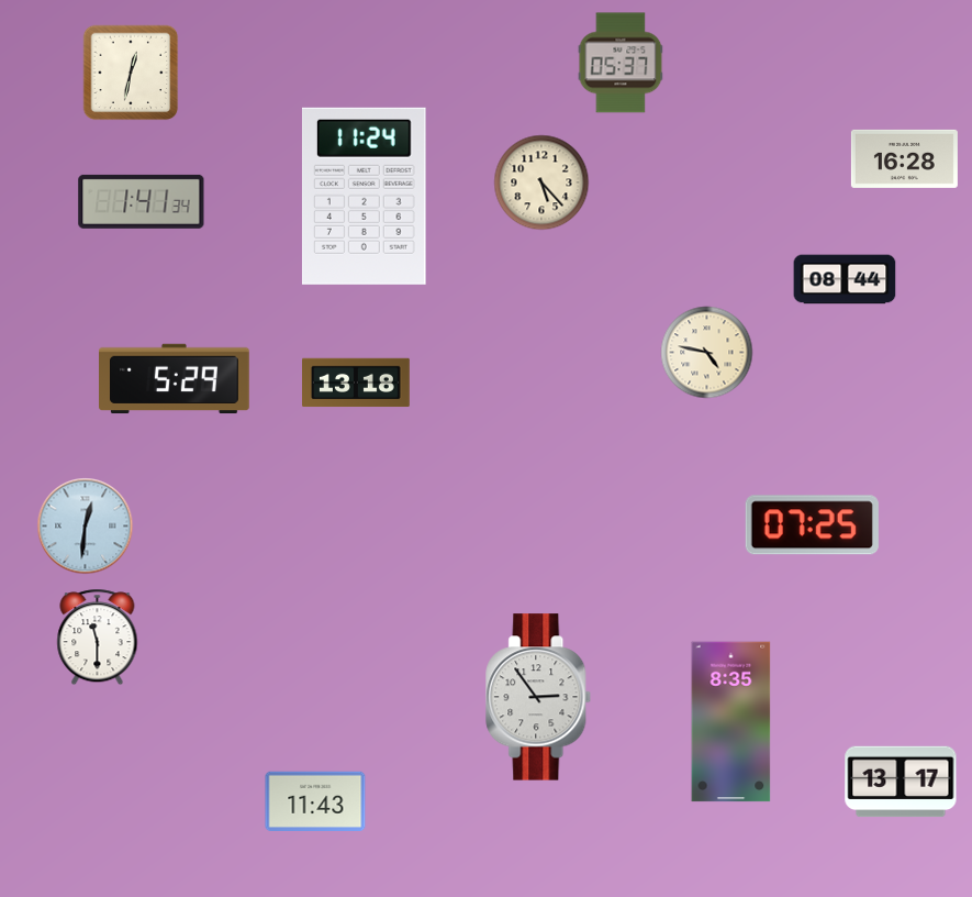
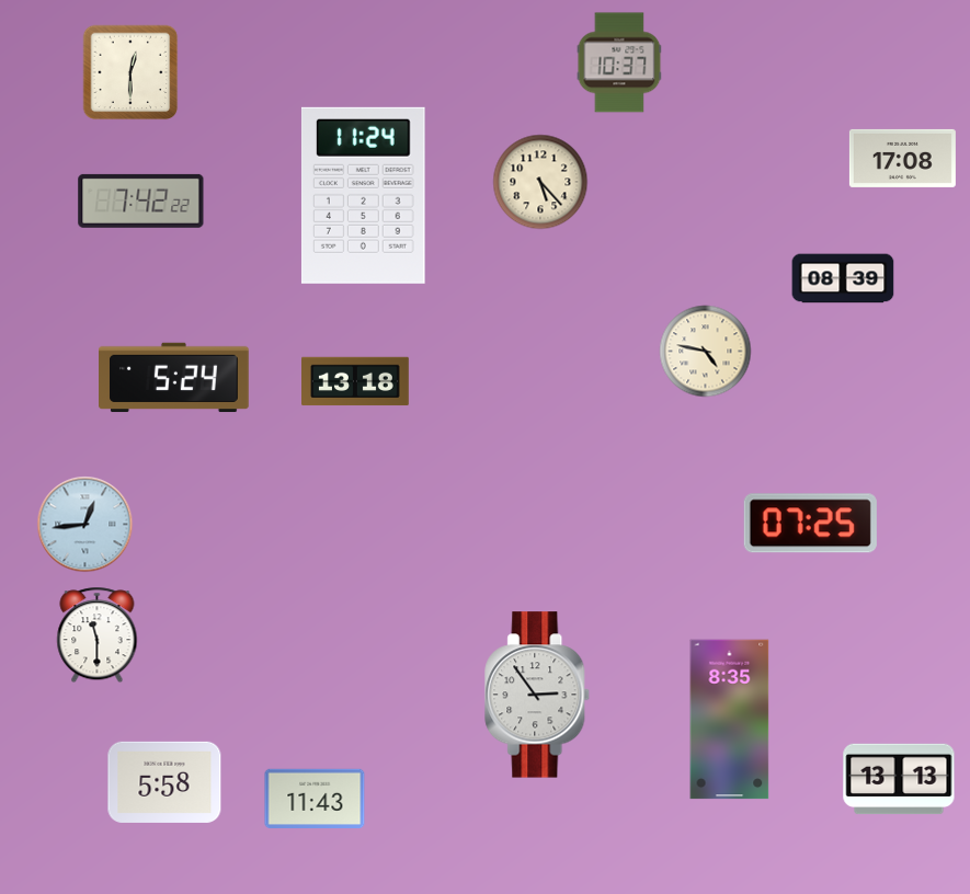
clock at (621, 63): 05:37 -> 10:37
clock at (131, 73): 12:32 -> 12:30
clock at (904, 158): 16:28 -> 17:08
clock at (142, 201): 1:41 -> 7:42
clock at (845, 279): 08:44 -> 08:39
clock at (175, 379): 5:29 -> 5:24
clock at (86, 527): 12:31 -> 12:44
clock at (901, 782): 13:17 -> 13:13
clock at (164, 782): none -> 5:58
